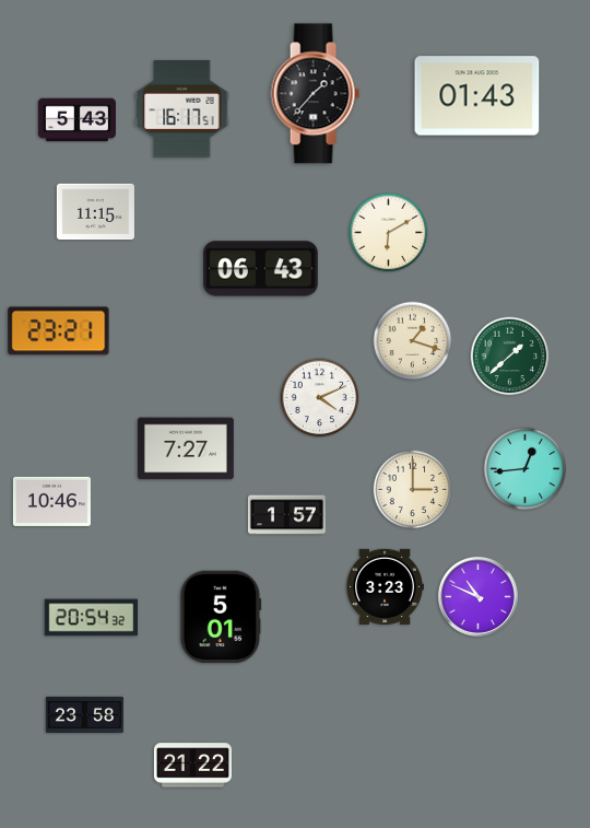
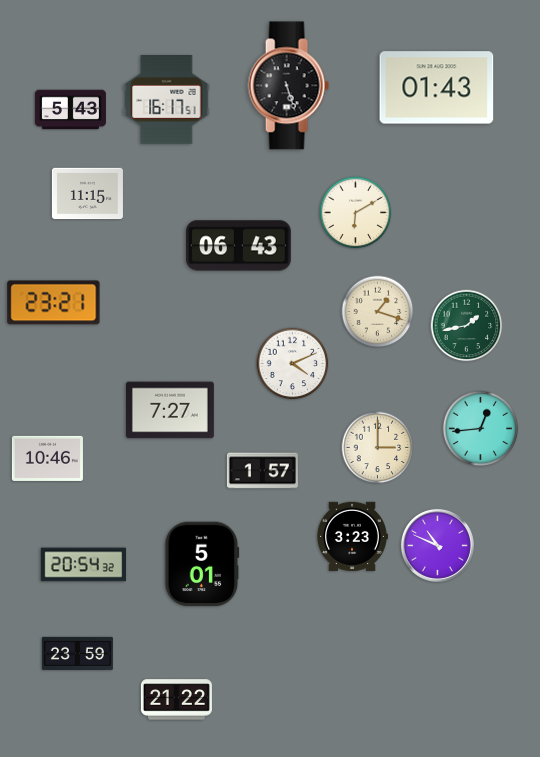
clock at (315, 94): 1:37 -> 5:27
clock at (510, 357): 1:38 -> 1:43
clock at (84, 714): 23:58 -> 23:59
